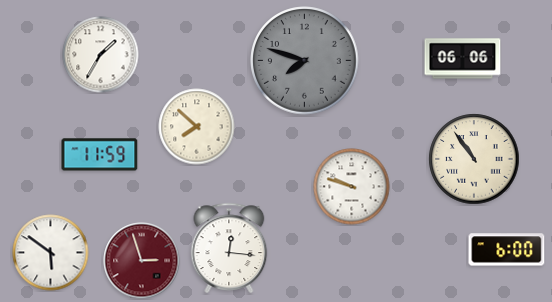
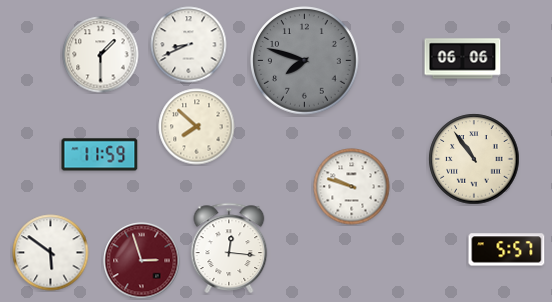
clock at (189, 45): none -> 8:41
clock at (101, 55): 1:35 -> 1:30
clock at (507, 250): 6:00 -> 5:57
